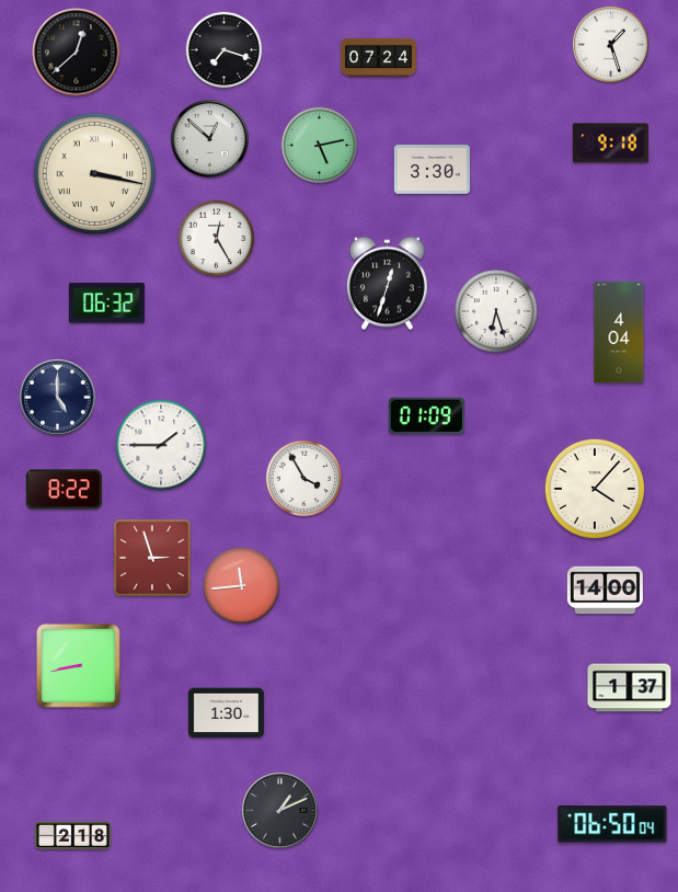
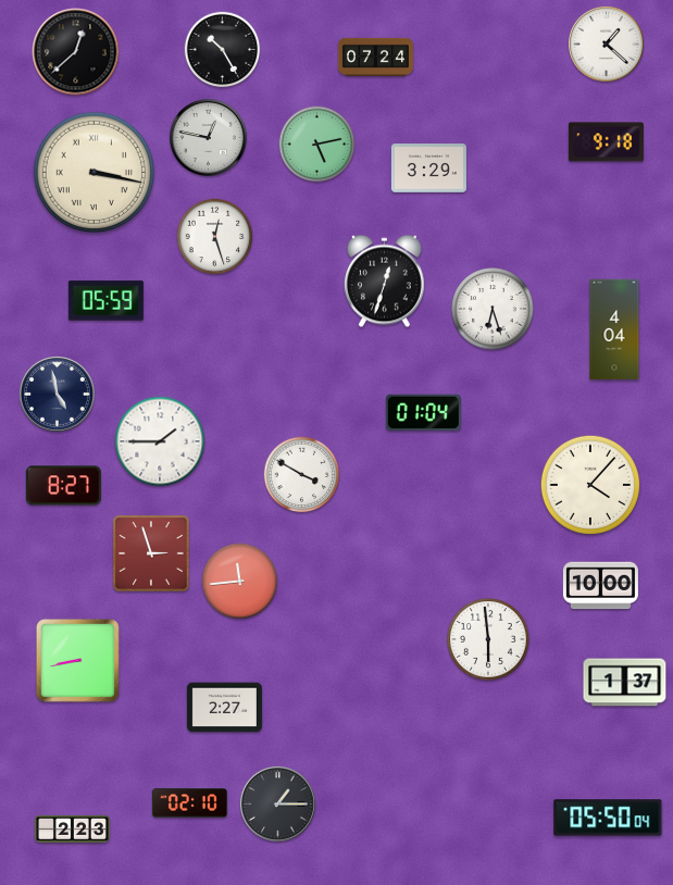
clock at (611, 45): 1:27 -> 1:22
clock at (225, 50): 7:18 -> 10:25
clock at (210, 139): 12:52 -> 12:47
clock at (432, 170): 3:30 -> 3:29
clock at (217, 239): 12:25 -> 12:27
clock at (106, 304): 06:32 -> 05:59
clock at (58, 398): 5:00 -> 4:58
clock at (426, 415): 01:09 -> 01:04
clock at (304, 479): 3:55 -> 3:50
clock at (64, 490): 8:22 -> 8:27
clock at (605, 591): 14:00 -> 10:00
clock at (488, 639): none -> 5:59
clock at (226, 713): 1:30 -> 2:27
clock at (189, 803): none -> 02:10
clock at (280, 811): 1:11 -> 1:15
clock at (612, 824): 06:50 -> 05:50
clock at (72, 835): 2:18 -> 2:23
